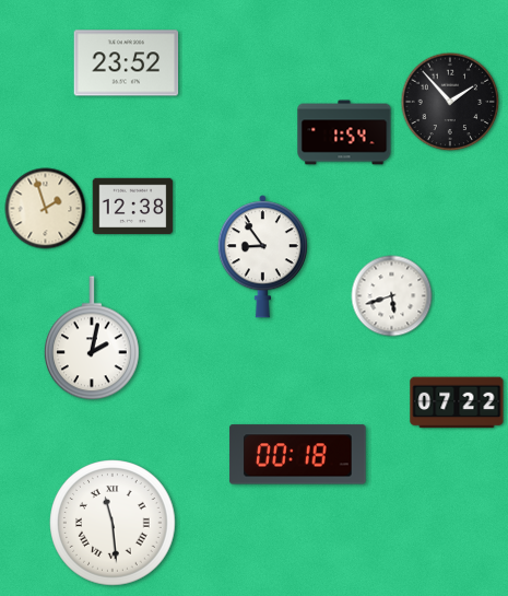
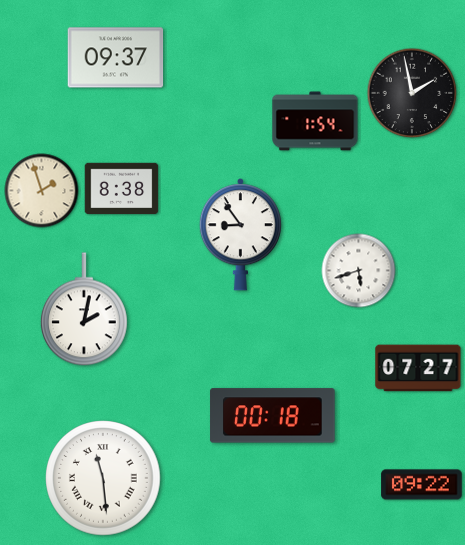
clock at (127, 63): 23:52 -> 09:37
clock at (450, 102): 1:53 -> 1:58
clock at (133, 207): 12:38 -> 8:38
clock at (457, 402): 07:22 -> 07:27
clock at (422, 485): none -> 09:22
